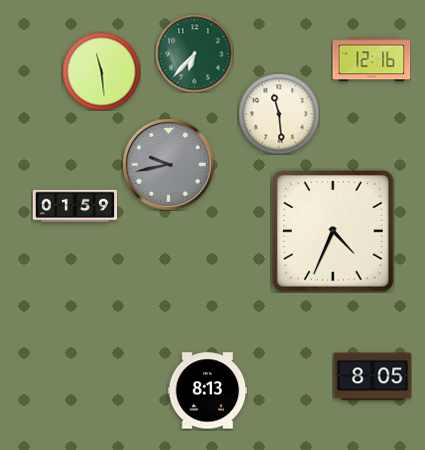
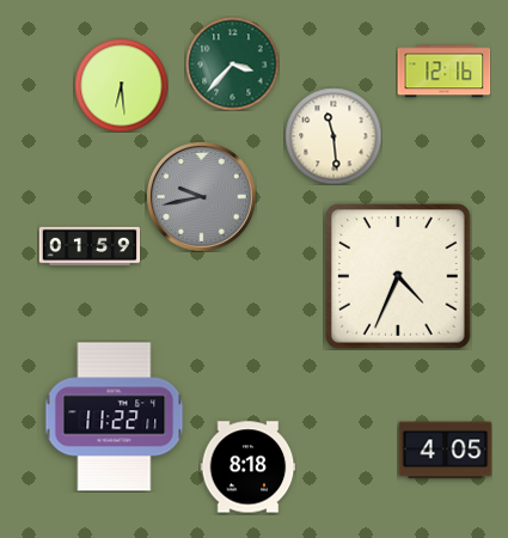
clock at (194, 53): 6:37 -> 3:37
clock at (101, 71): 11:29 -> 6:29
clock at (115, 417): none -> 11:22
clock at (372, 377): 8:05 -> 4:05
clock at (207, 391): 8:13 -> 8:18
